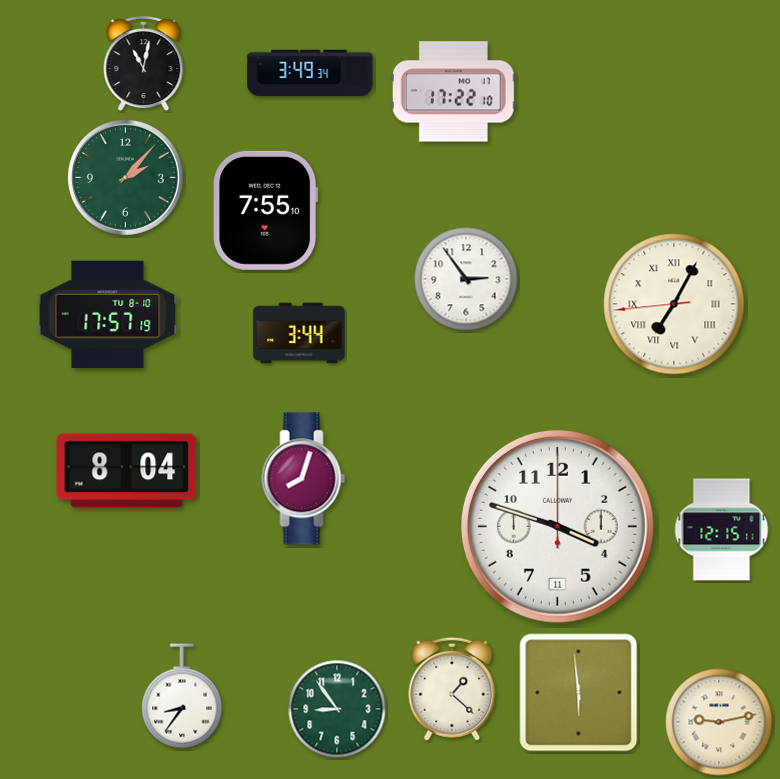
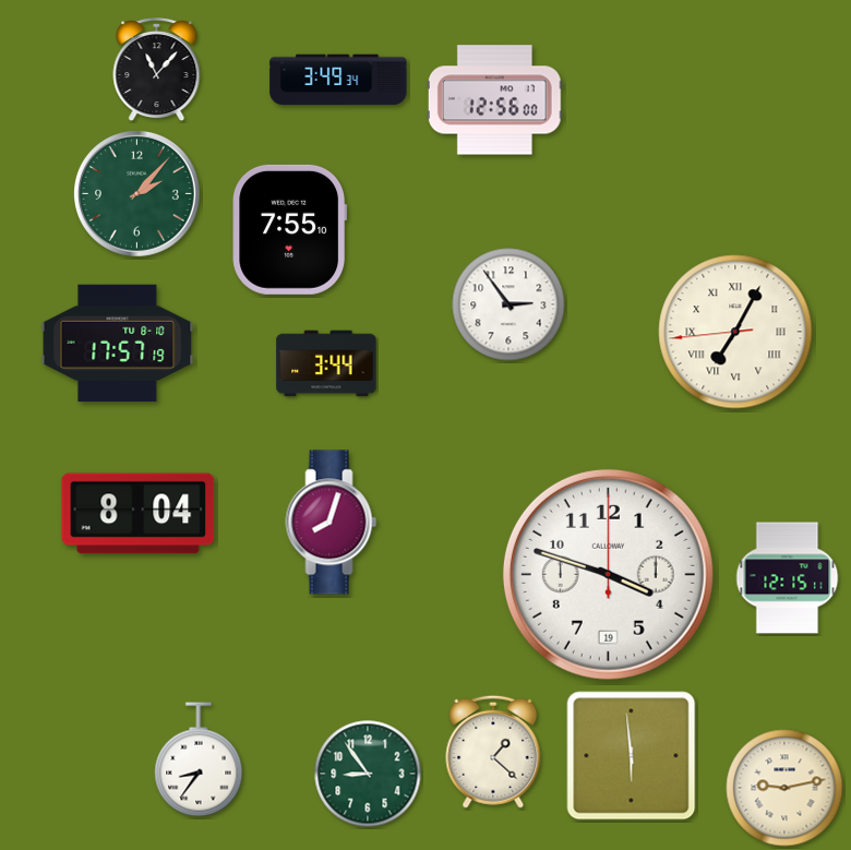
clock at (144, 65): 11:02 -> 11:07
clock at (453, 92): 17:22 -> 12:56
clock at (557, 526) date: 11 -> 19
